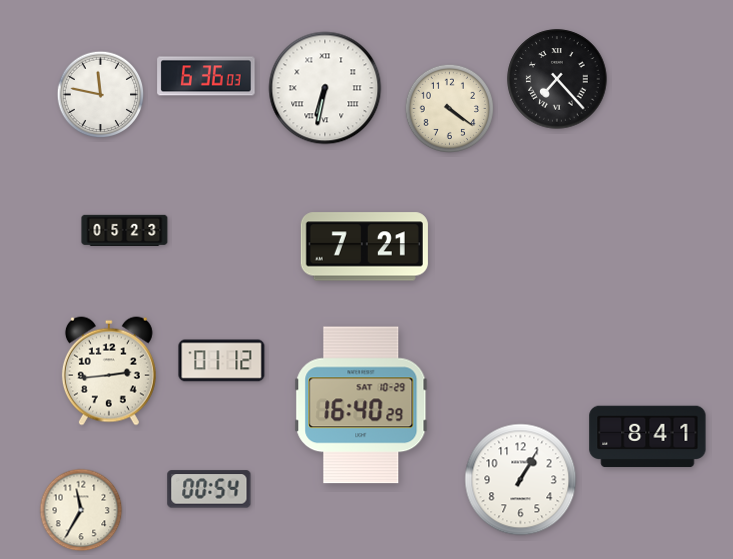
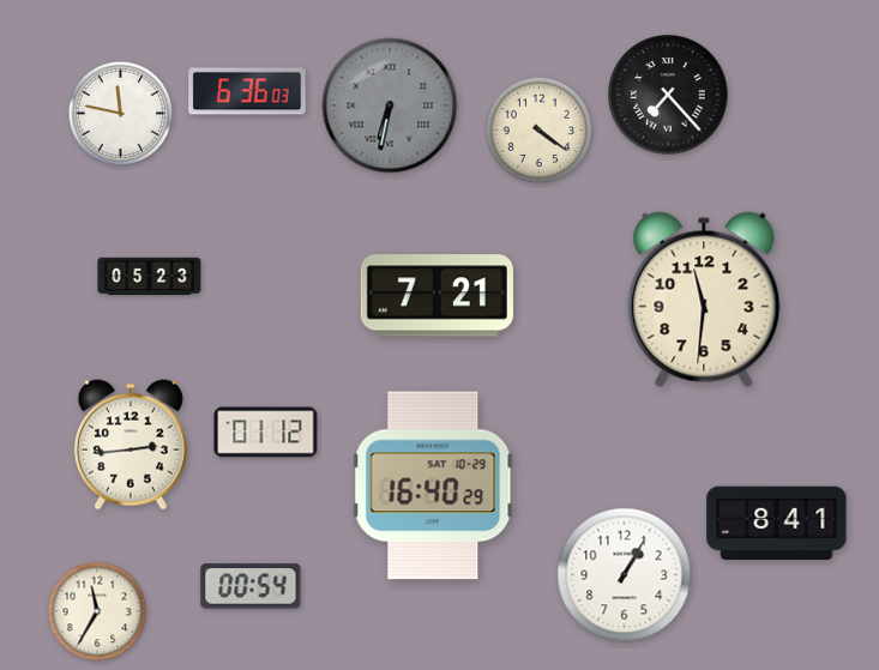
clock at (325, 88) dial: white -> grey
clock at (704, 300): none -> 11:31
